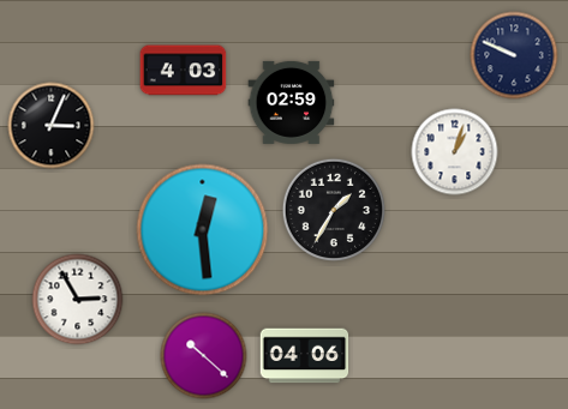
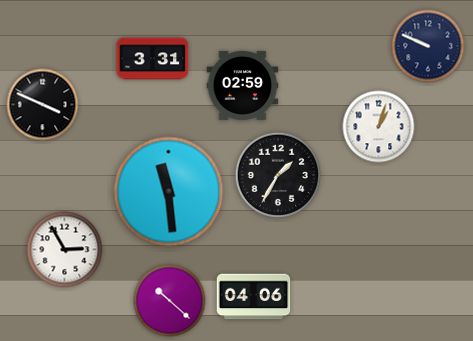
clock at (184, 71): 4:03 -> 3:31
clock at (52, 126): 3:04 -> 3:49
clock at (203, 230): 12:29 -> 11:29
clock at (204, 356) position: (204, 356) -> (170, 301)
